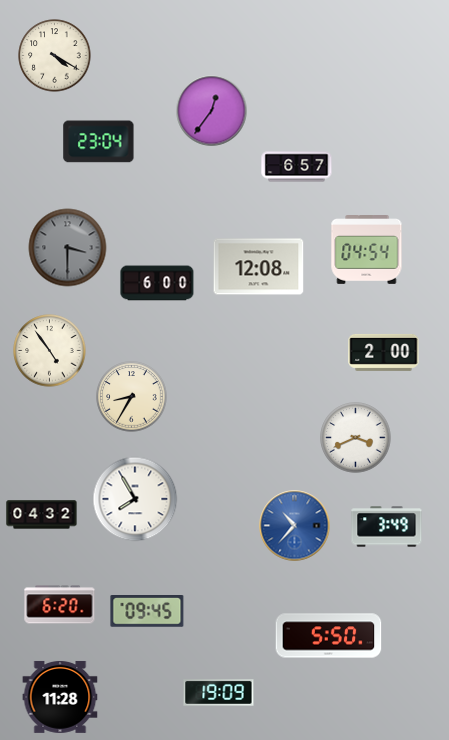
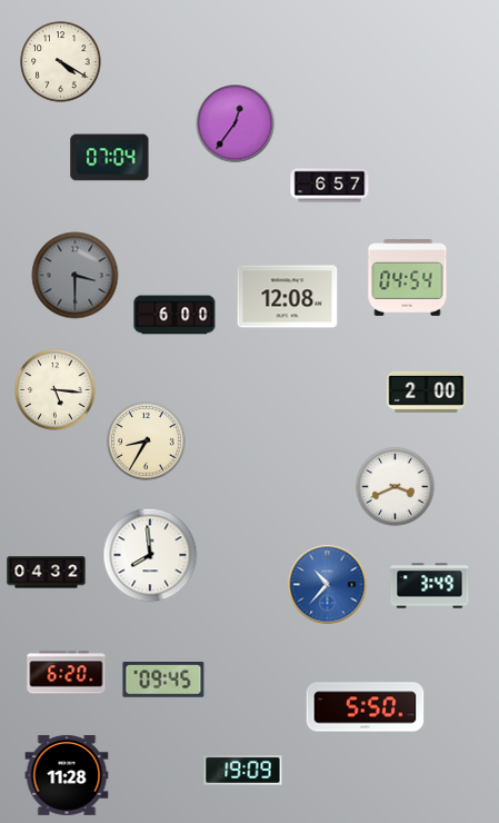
clock at (99, 142): 23:04 -> 07:04
clock at (50, 351): 4:54 -> 5:16
clock at (135, 499): 7:55 -> 7:59
